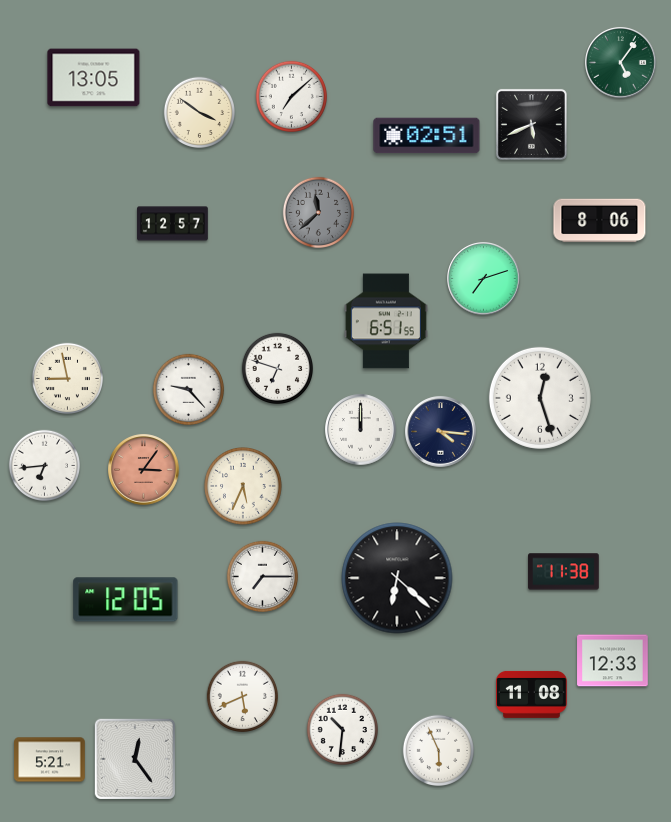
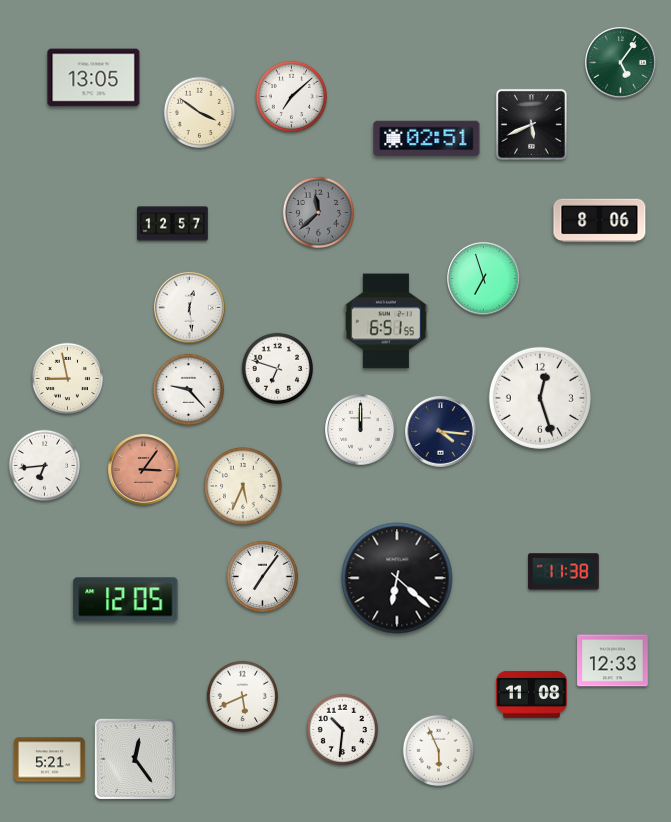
clock at (427, 136) position: (427, 136) -> (427, 139)
clock at (484, 279): 7:12 -> 6:57
clock at (190, 308): none -> 12:29
clock at (262, 576): 7:15 -> 7:06
